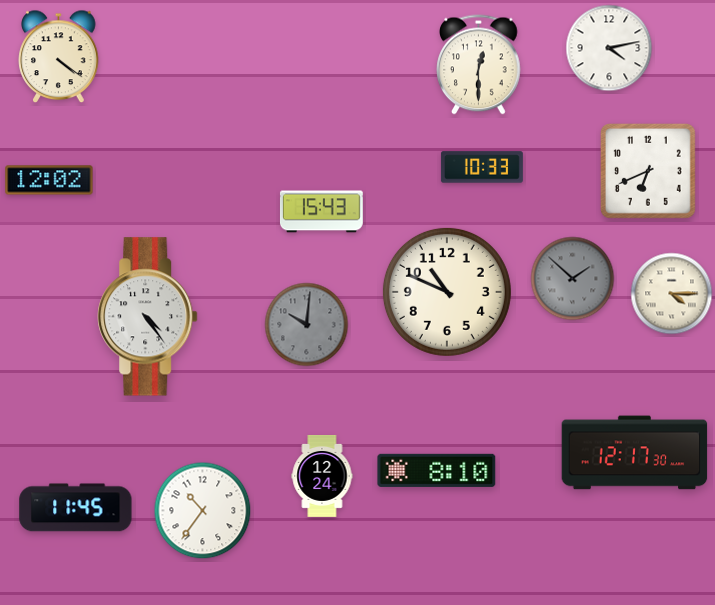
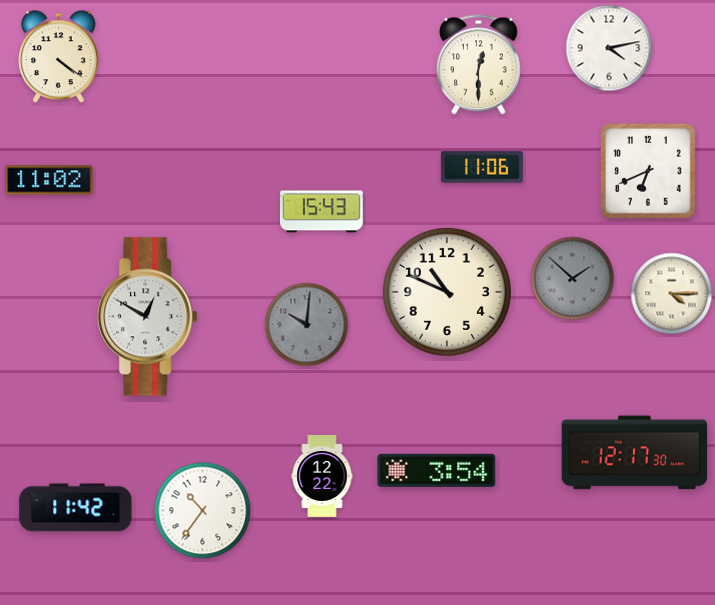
clock at (482, 167): 10:33 -> 11:06
clock at (49, 180): 12:02 -> 11:02
clock at (148, 317): 4:24 -> 12:50
clock at (437, 470): 8:10 -> 3:54
clock at (322, 476): 12:24 -> 12:22
clock at (76, 508): 11:45 -> 11:42
